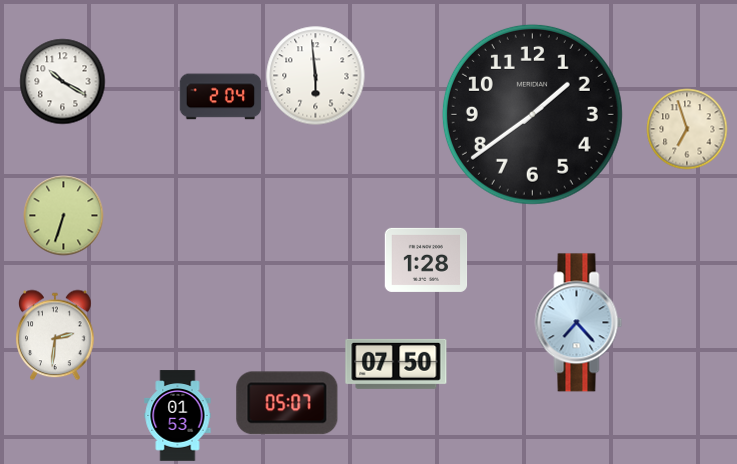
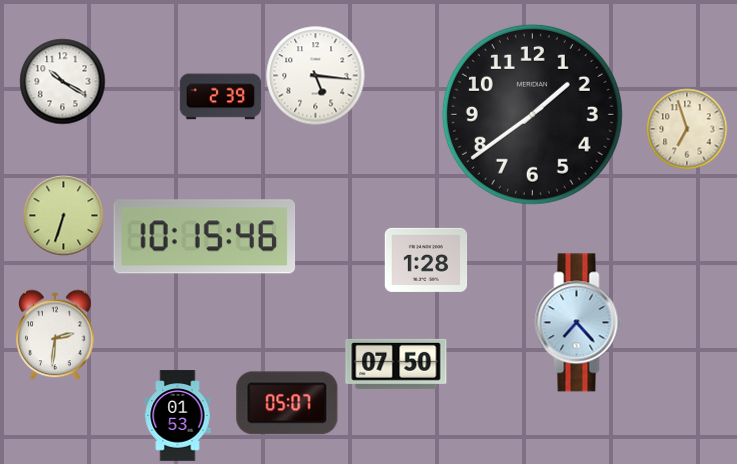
clock at (316, 76): 5:59 -> 5:16
clock at (221, 97): 2:04 -> 2:39
clock at (205, 237): none -> 10:15
